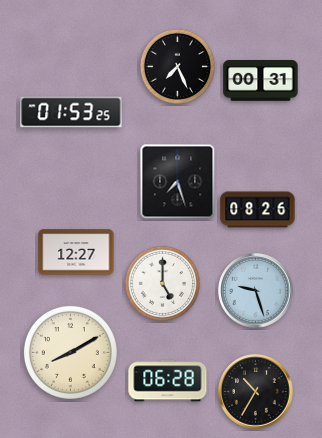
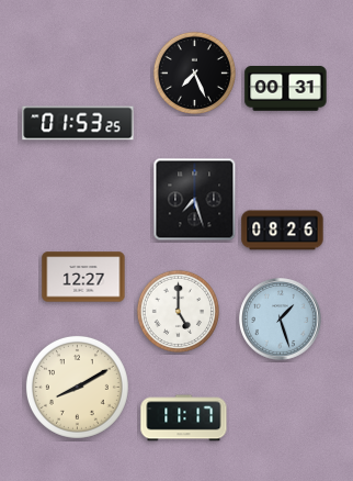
clock at (256, 291): 9:27 -> 1:27
clock at (168, 381): 06:28 -> 11:17
clock at (256, 392): 10:35 -> none
